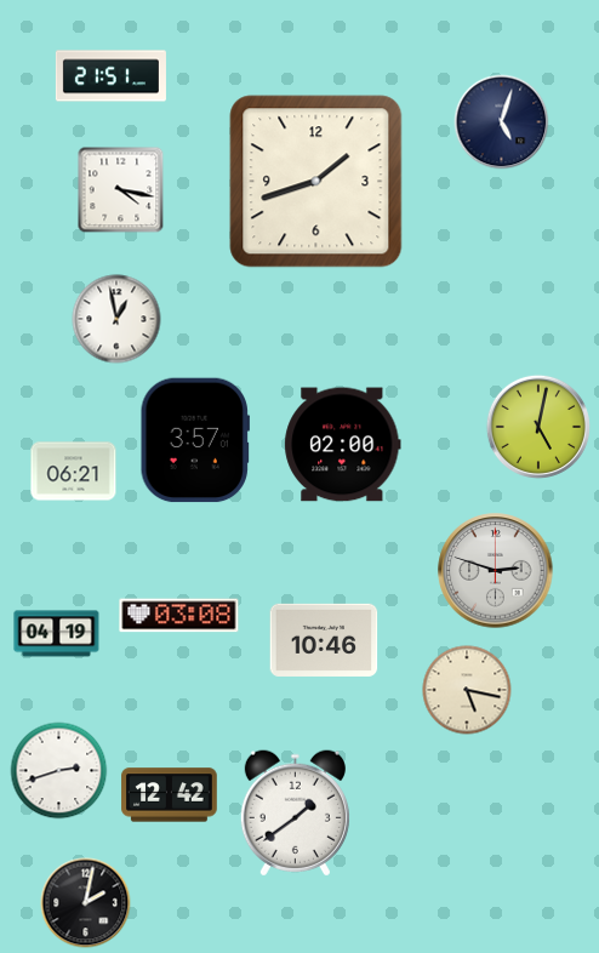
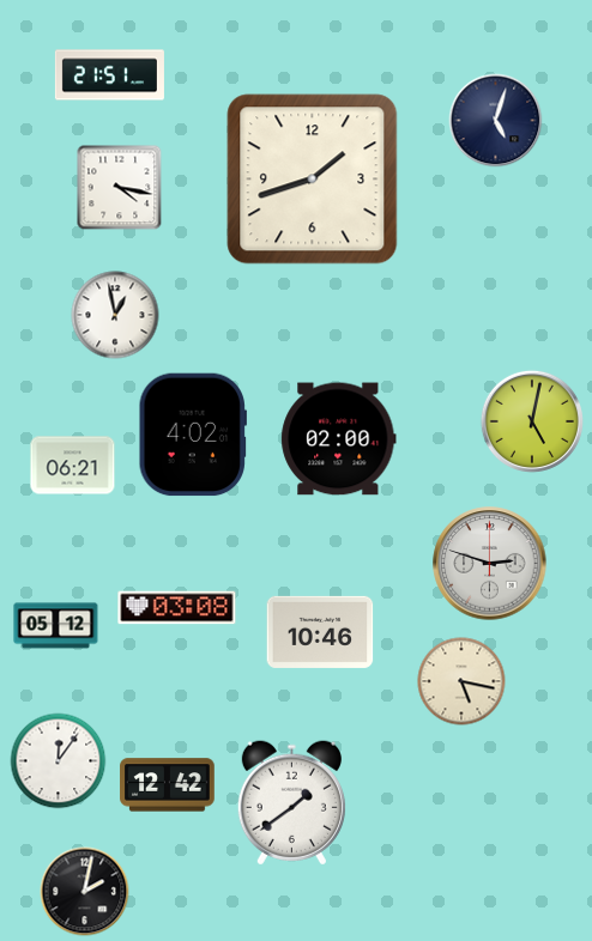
clock at (195, 440): 3:57 -> 4:02
clock at (57, 634): 04:19 -> 05:12
clock at (59, 771): 2:42 -> 12:06
